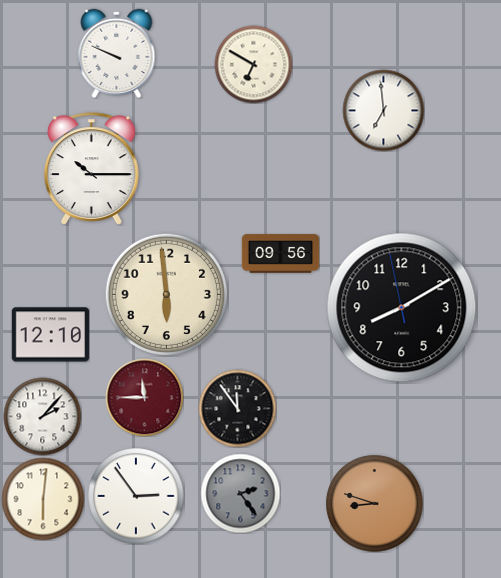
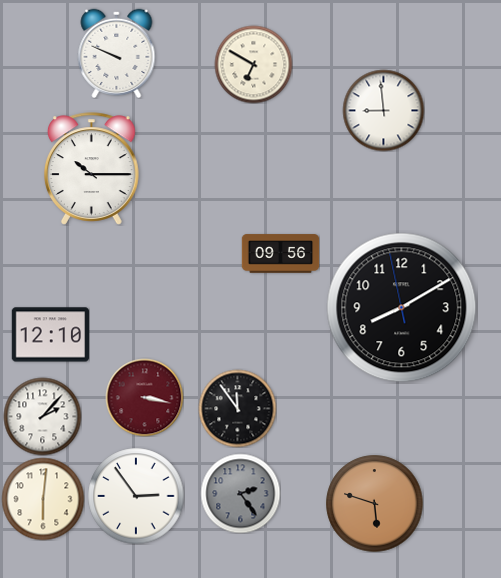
clock at (383, 110): 6:59 -> 8:59
clock at (166, 294): 5:59 -> none
clock at (144, 397): 11:45 -> 3:17
clock at (375, 504): 8:48 -> 5:48
